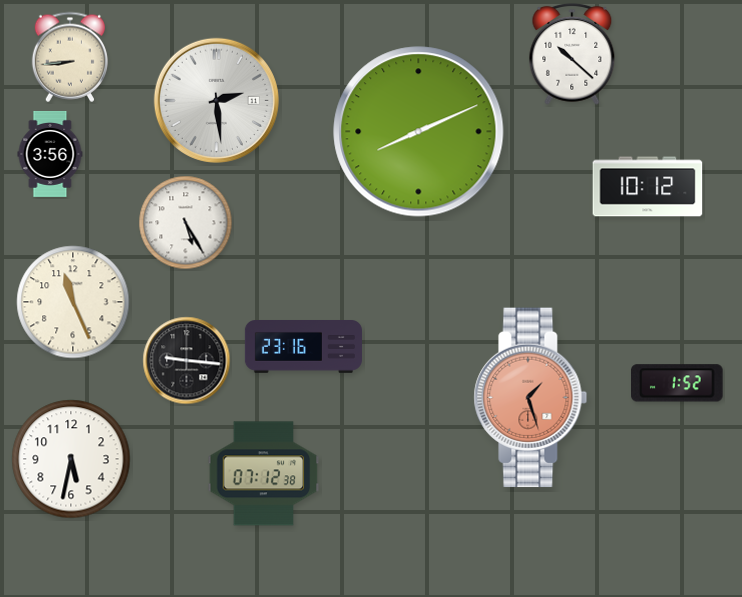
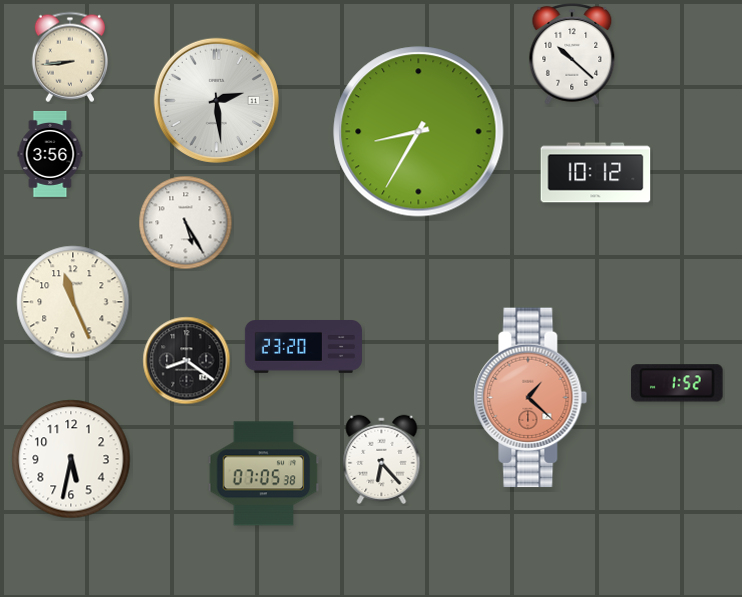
clock at (419, 132): 8:11 -> 8:35
clock at (648, 187) position: (648, 187) -> (596, 173)
clock at (303, 347): 23:16 -> 23:20
clock at (187, 361): 9:16 -> 8:21
clock at (531, 398): 1:27 -> 1:22
clock at (382, 459): none -> 6:23
clock at (264, 474): 07:12 -> 07:05
